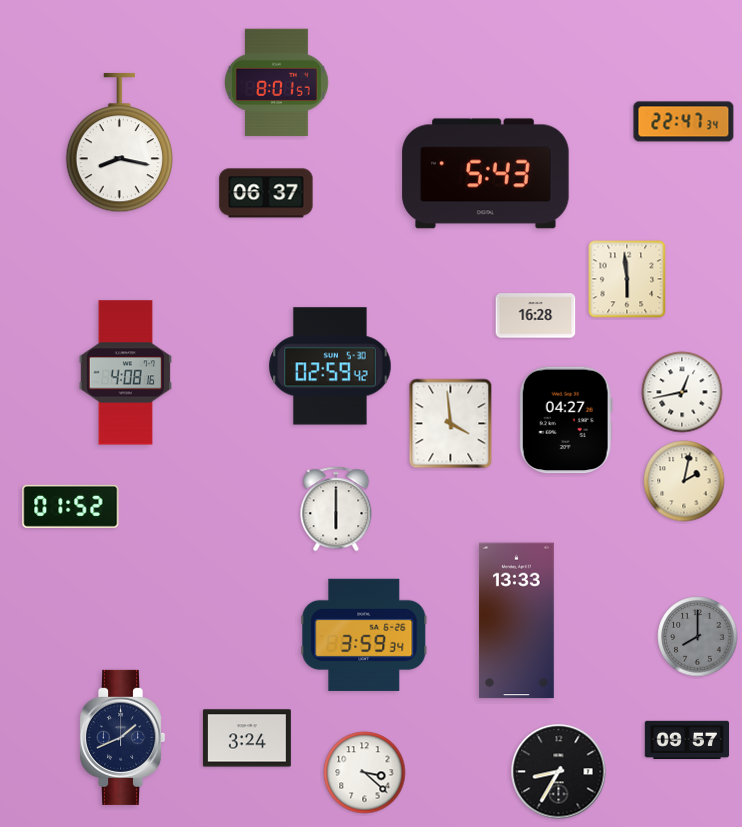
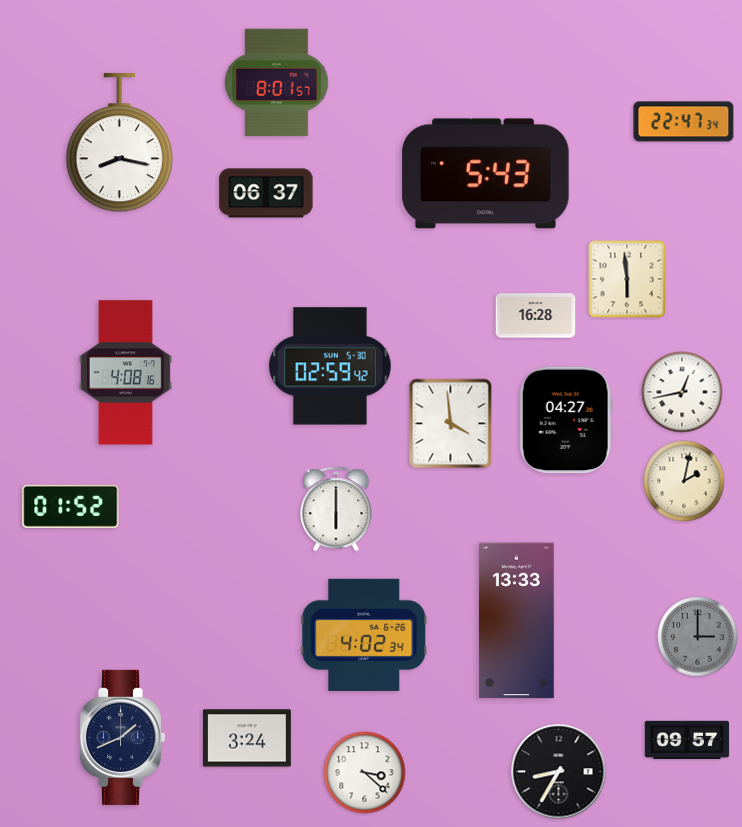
clock at (364, 635): 3:59 -> 4:02
clock at (698, 637): 8:00 -> 3:00
